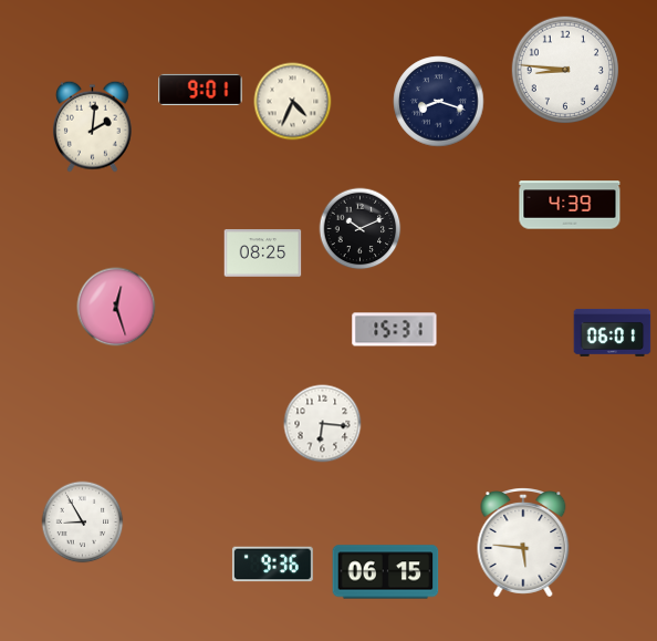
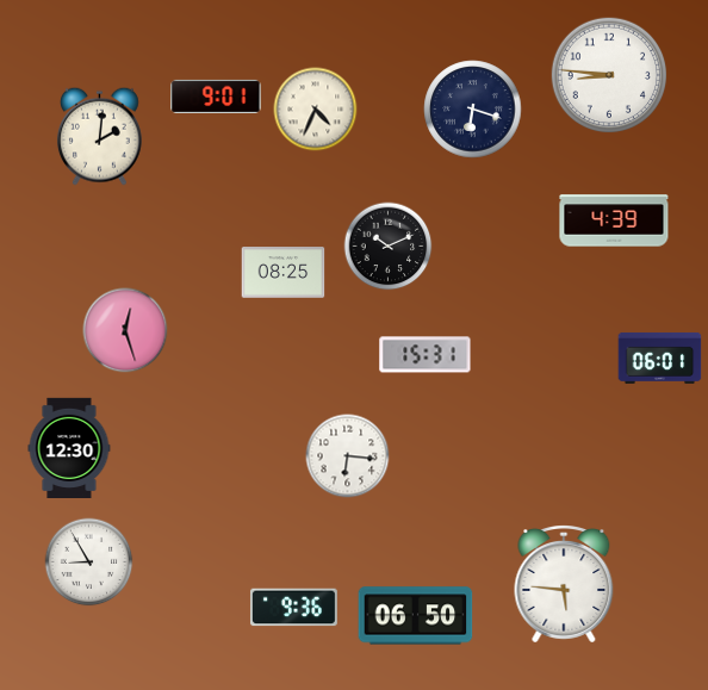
clock at (439, 102): 8:18 -> 6:18
clock at (69, 447): none -> 12:30
clock at (386, 572): 06:15 -> 06:50
